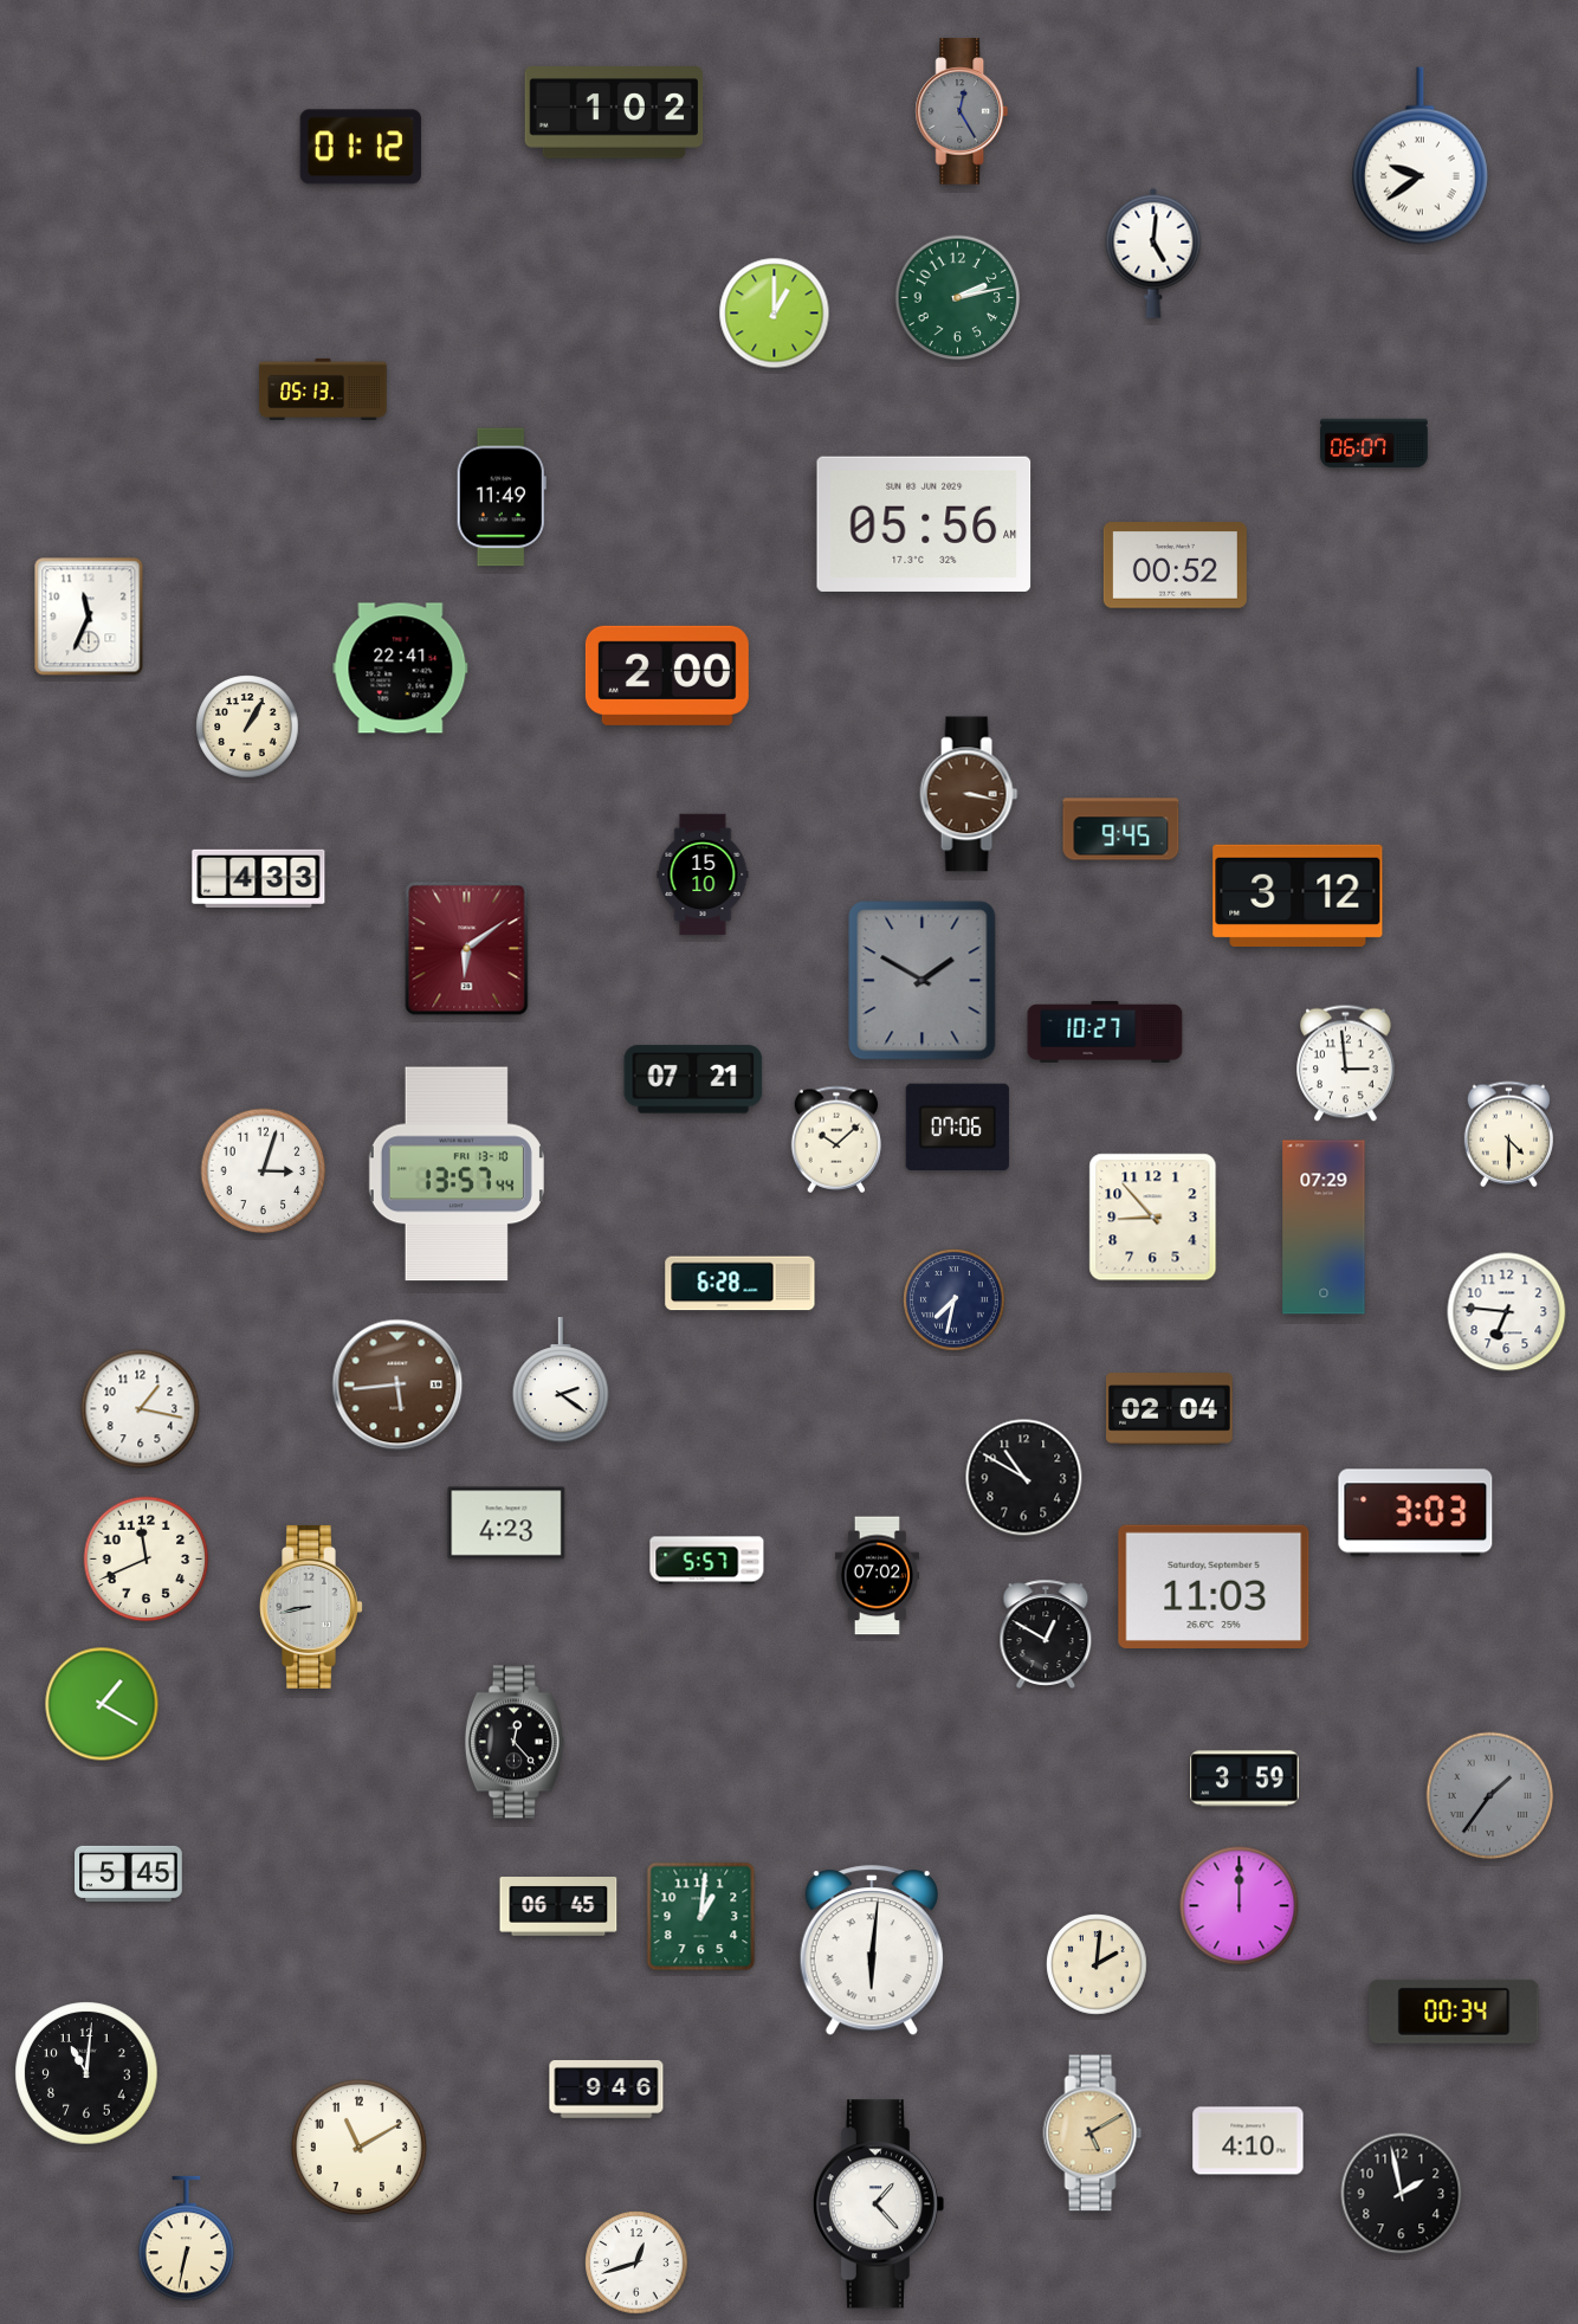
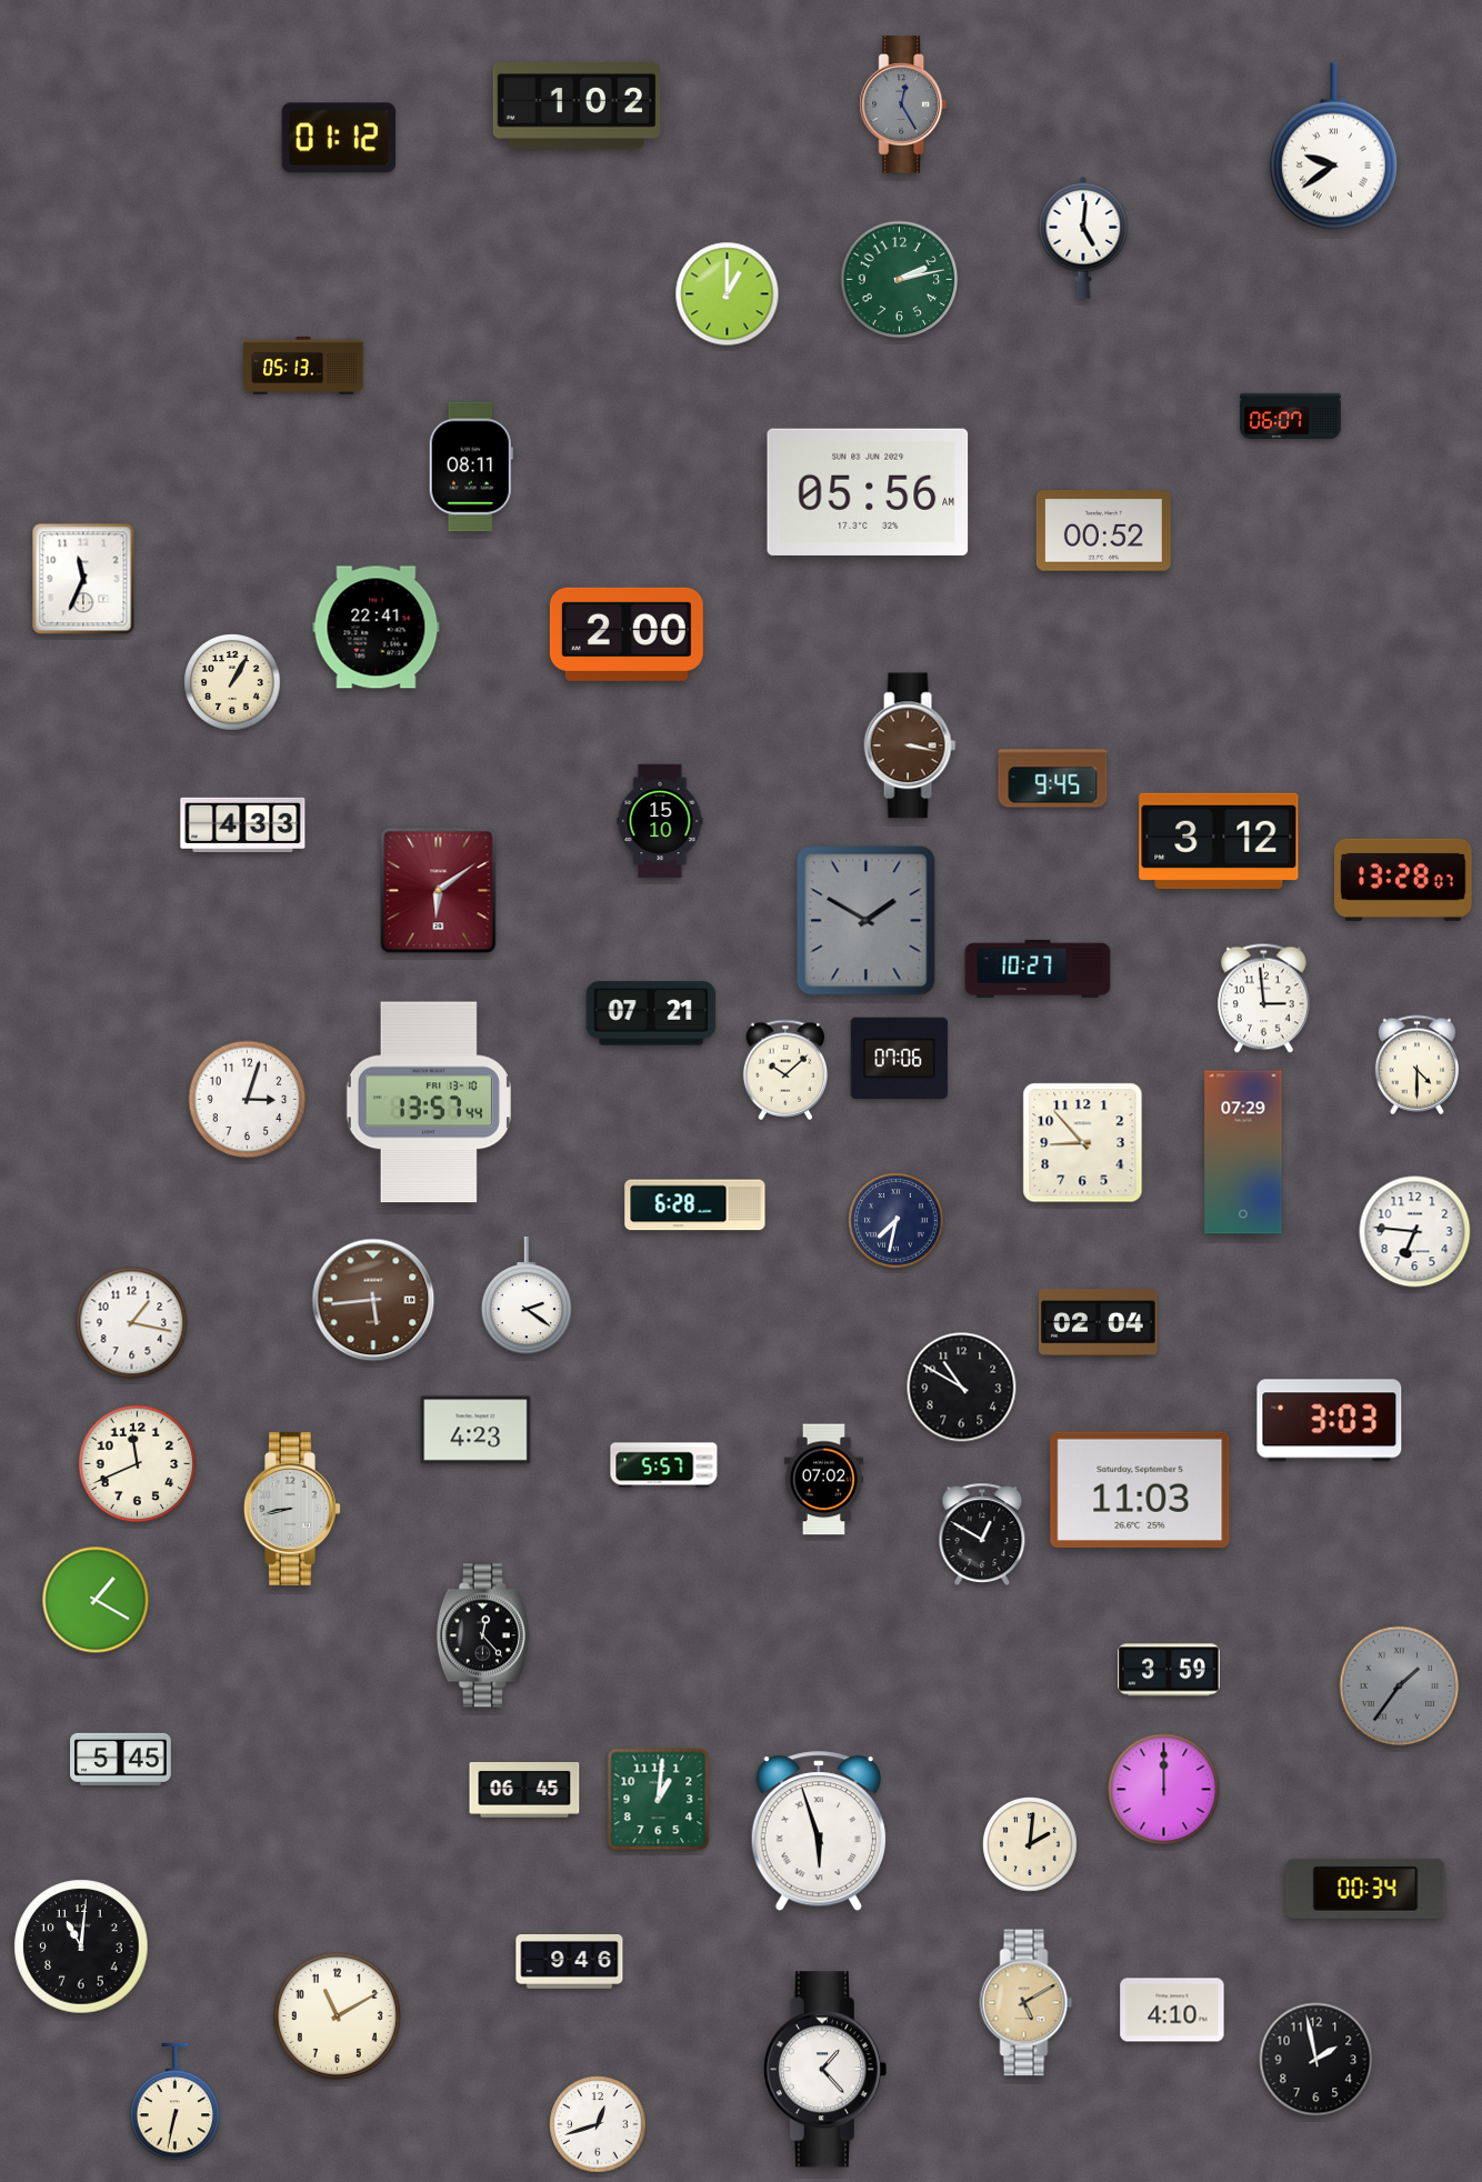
clock at (502, 497): 11:49 -> 08:11
clock at (1403, 880): none -> 13:28
clock at (872, 1951): 6:01 -> 5:57
